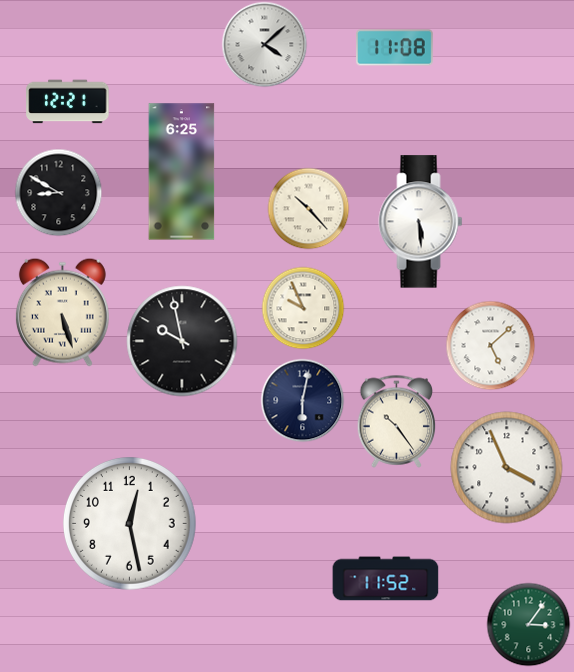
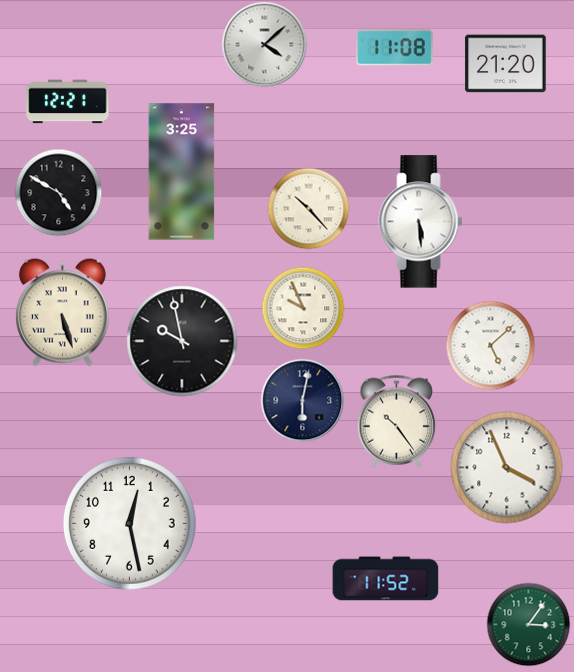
clock at (506, 64): none -> 21:20
clock at (182, 172): 6:25 -> 3:25
clock at (58, 192): 8:50 -> 4:50
